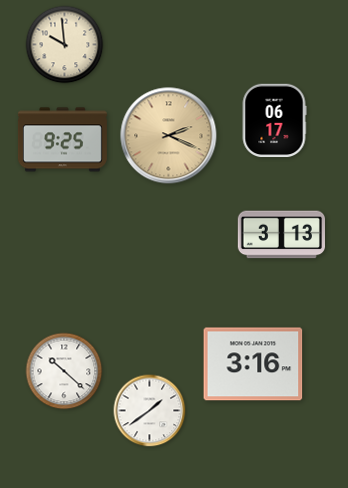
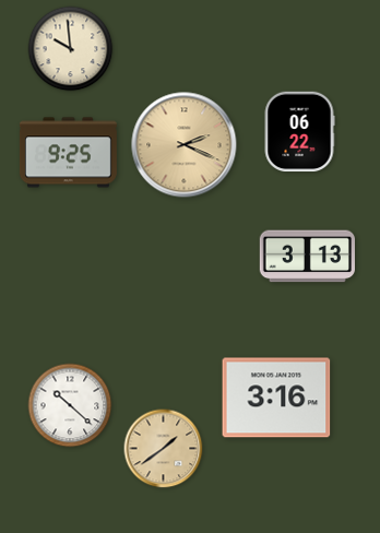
clock at (274, 121): 06:17 -> 06:22
clock at (169, 136) position: (169, 136) -> (185, 145)
clock at (150, 411) dial: white -> champagne
